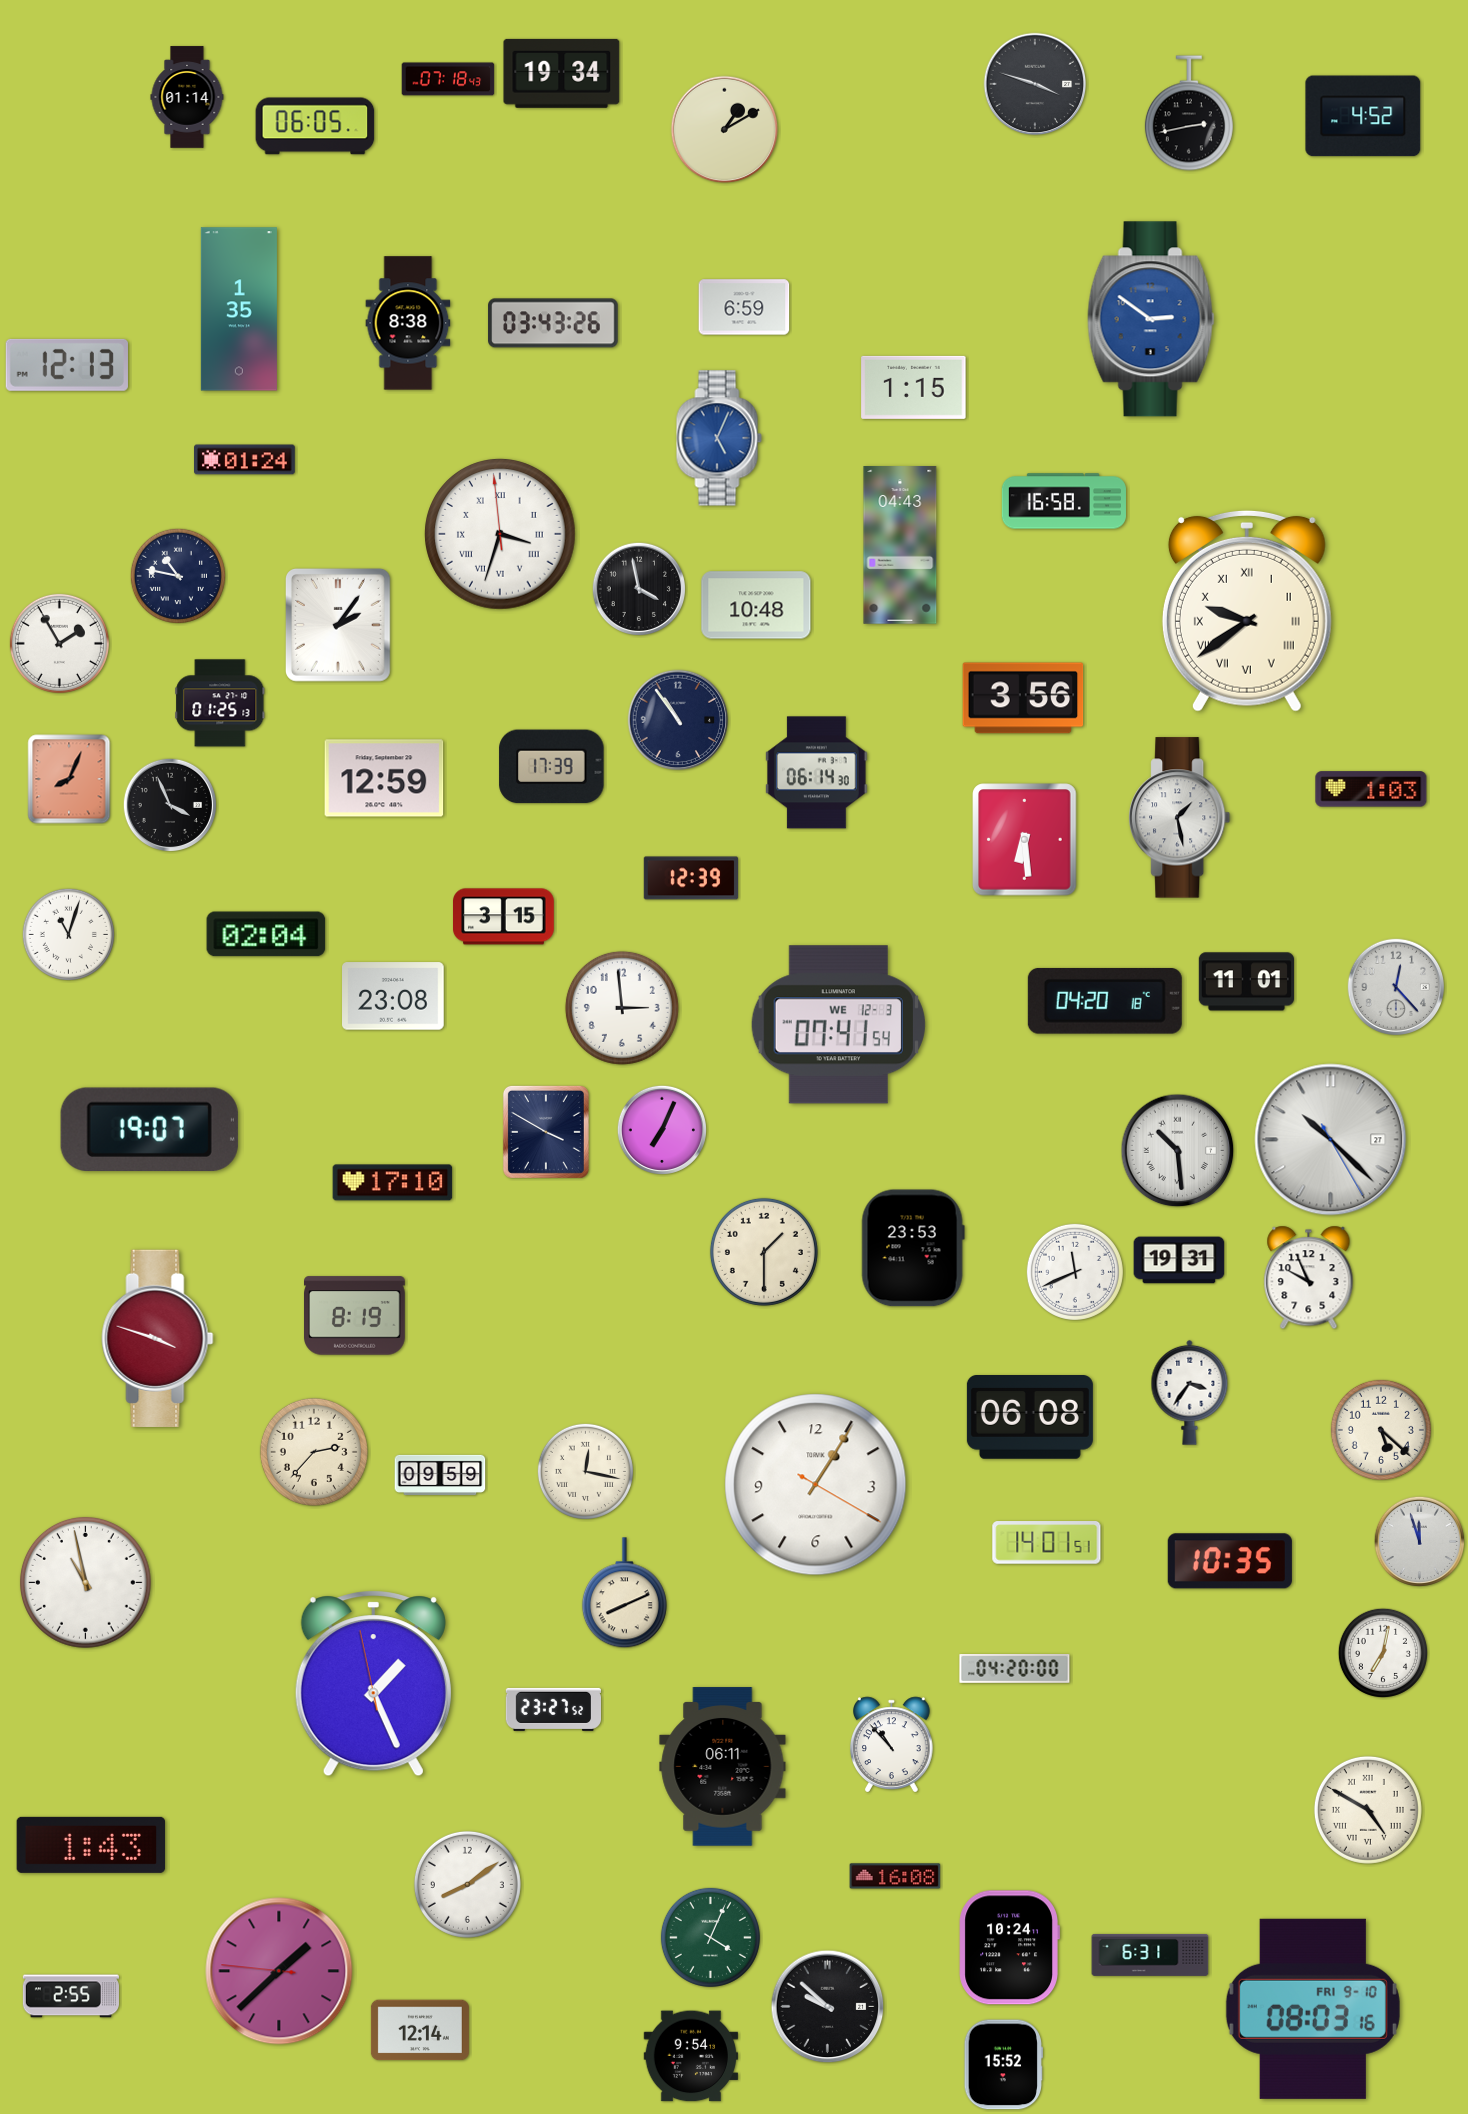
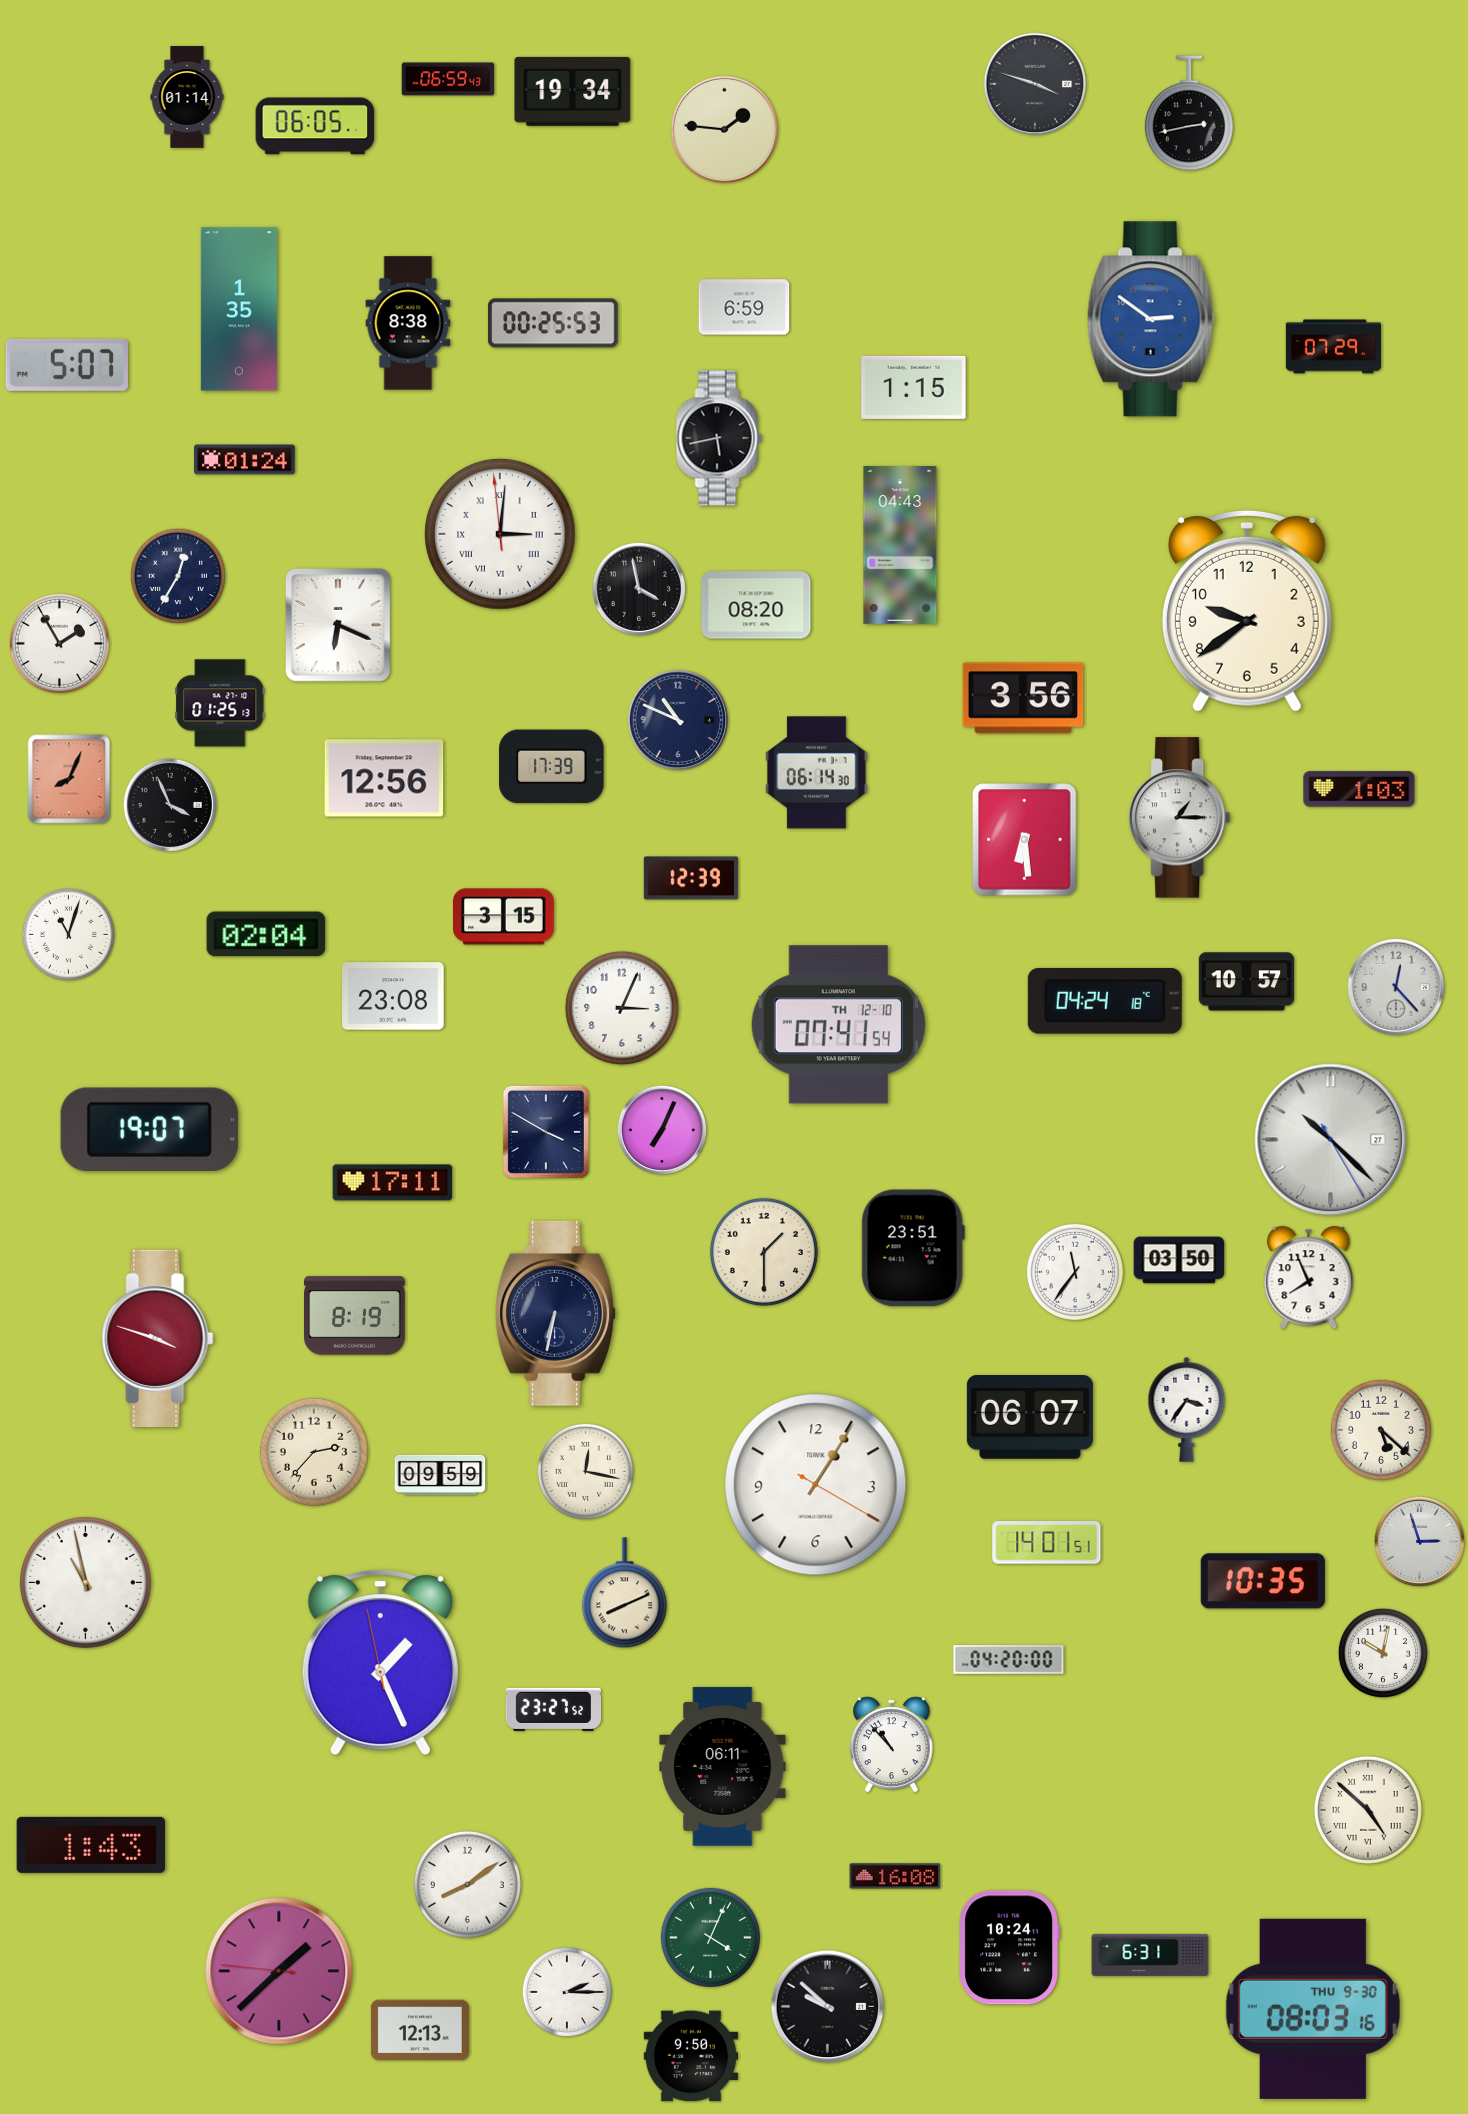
clock at (562, 73) position: (562, 73) -> (573, 91)
clock at (448, 79): 07:18 -> 06:59
clock at (1363, 116): 4:52 -> none
clock at (725, 130): 1:10 -> 1:46
clock at (553, 323): 03:43 -> 00:25
clock at (1333, 347): none -> 07:29
clock at (67, 365): 12:13 -> 5:07
clock at (719, 438): 5:04 -> 5:43
clock at (719, 438) dial: blue -> black
clock at (1064, 501): 16:58 -> none
clock at (500, 534): 3:32 -> 3:00
clock at (178, 576): 10:47 -> 12:35
clock at (756, 605): 10:48 -> 08:20
clock at (1247, 611) numerals: Roman -> Arabic
clock at (338, 626): 2:06 -> 6:19
clock at (678, 720): 10:54 -> 10:49
clock at (384, 778): 12:59 -> 12:56
clock at (1371, 789) position: (1371, 789) -> (1359, 789)
clock at (1180, 818): 1:28 -> 1:15
clock at (1246, 982): 11:01 -> 10:57
clock at (1105, 1001): 04:20 -> 04:24
clock at (622, 1008): 2:59 -> 3:04
clock at (838, 1025) date: WE 12-3 -> TH 12-10
clock at (1178, 1151): 10:29 -> none
clock at (393, 1183): 17:10 -> 17:11
clock at (913, 1248): 23:53 -> 23:51
clock at (1179, 1260): 19:31 -> 03:50
clock at (1075, 1272): 11:41 -> 11:36
clock at (1309, 1278): 9:56 -> 7:56
clock at (556, 1313): none -> 6:32
clock at (1190, 1392) position: (1190, 1392) -> (1187, 1409)
clock at (1030, 1418): 06:08 -> 06:07
clock at (1419, 1541): 11:57 -> 2:57
clock at (1230, 1561) position: (1230, 1561) -> (1263, 1581)
clock at (1382, 1652): 7:02 -> 10:02
clock at (1015, 1669) position: (1015, 1669) -> (1009, 1660)
clock at (373, 1684) position: (373, 1684) -> (380, 1663)
clock at (1368, 1810): 4:50 -> 4:52
clock at (566, 1991): none -> 2:15
clock at (71, 1996): 2:55 -> none
clock at (1313, 2009) date: FRI 9-10 -> THU 9-30
clock at (420, 2030): 12:14 -> 12:13
clock at (690, 2056): 9:54 -> 9:50
clock at (1003, 2065): 15:52 -> none
